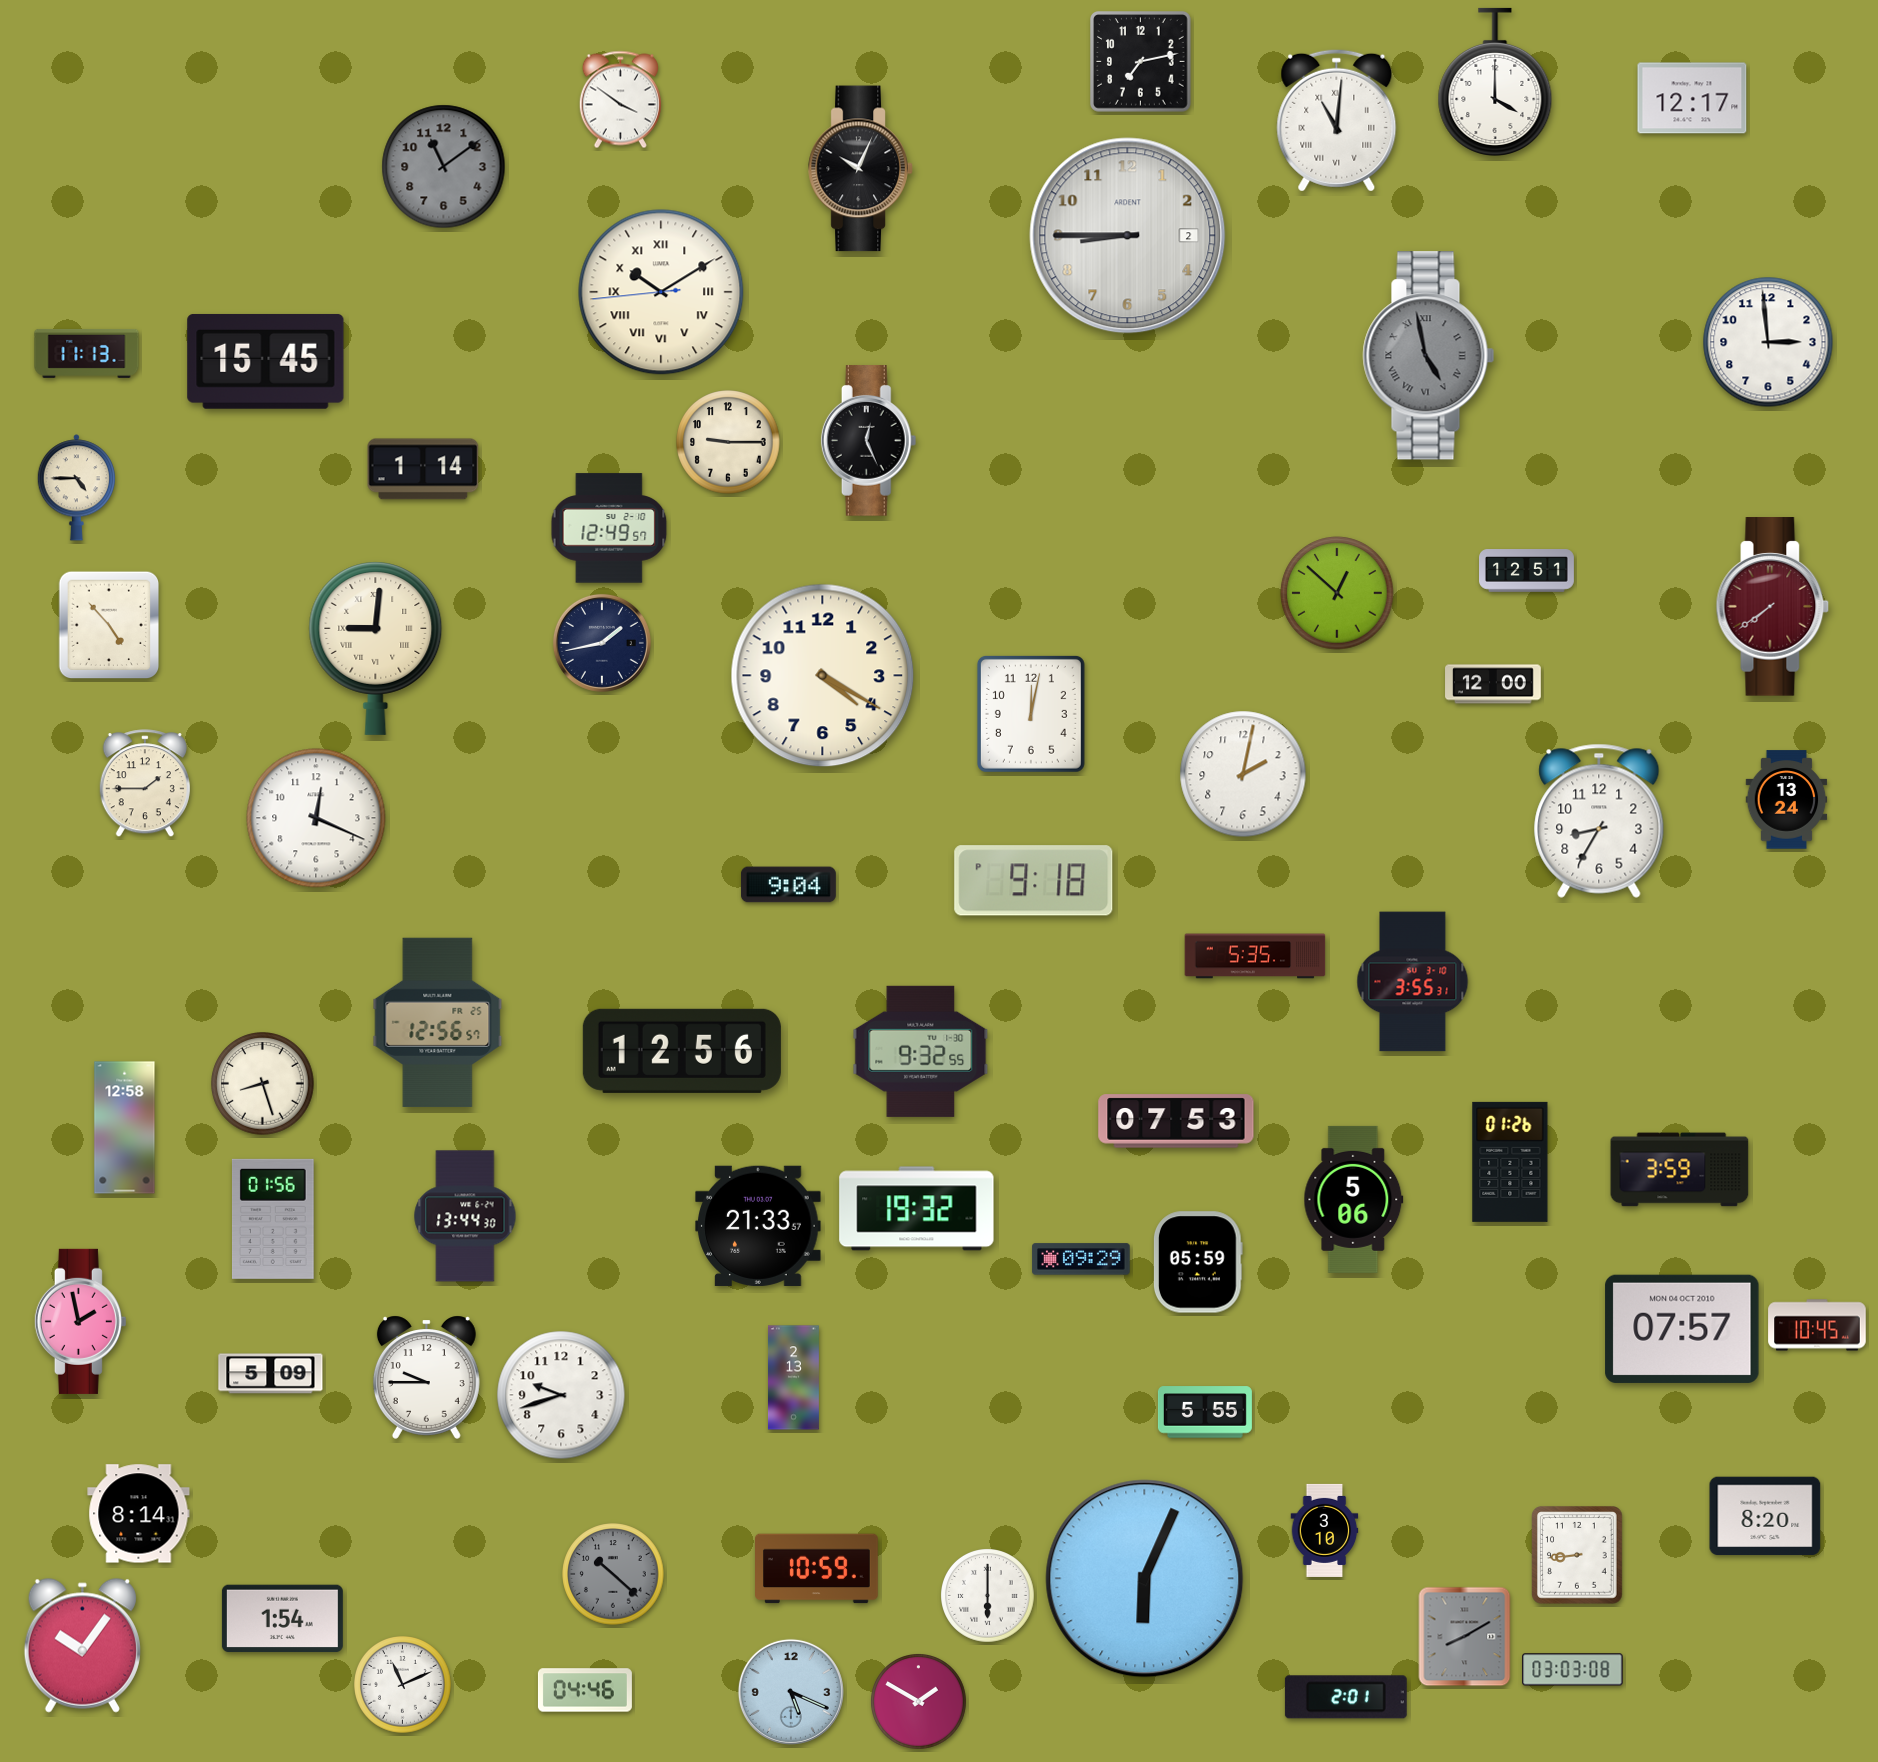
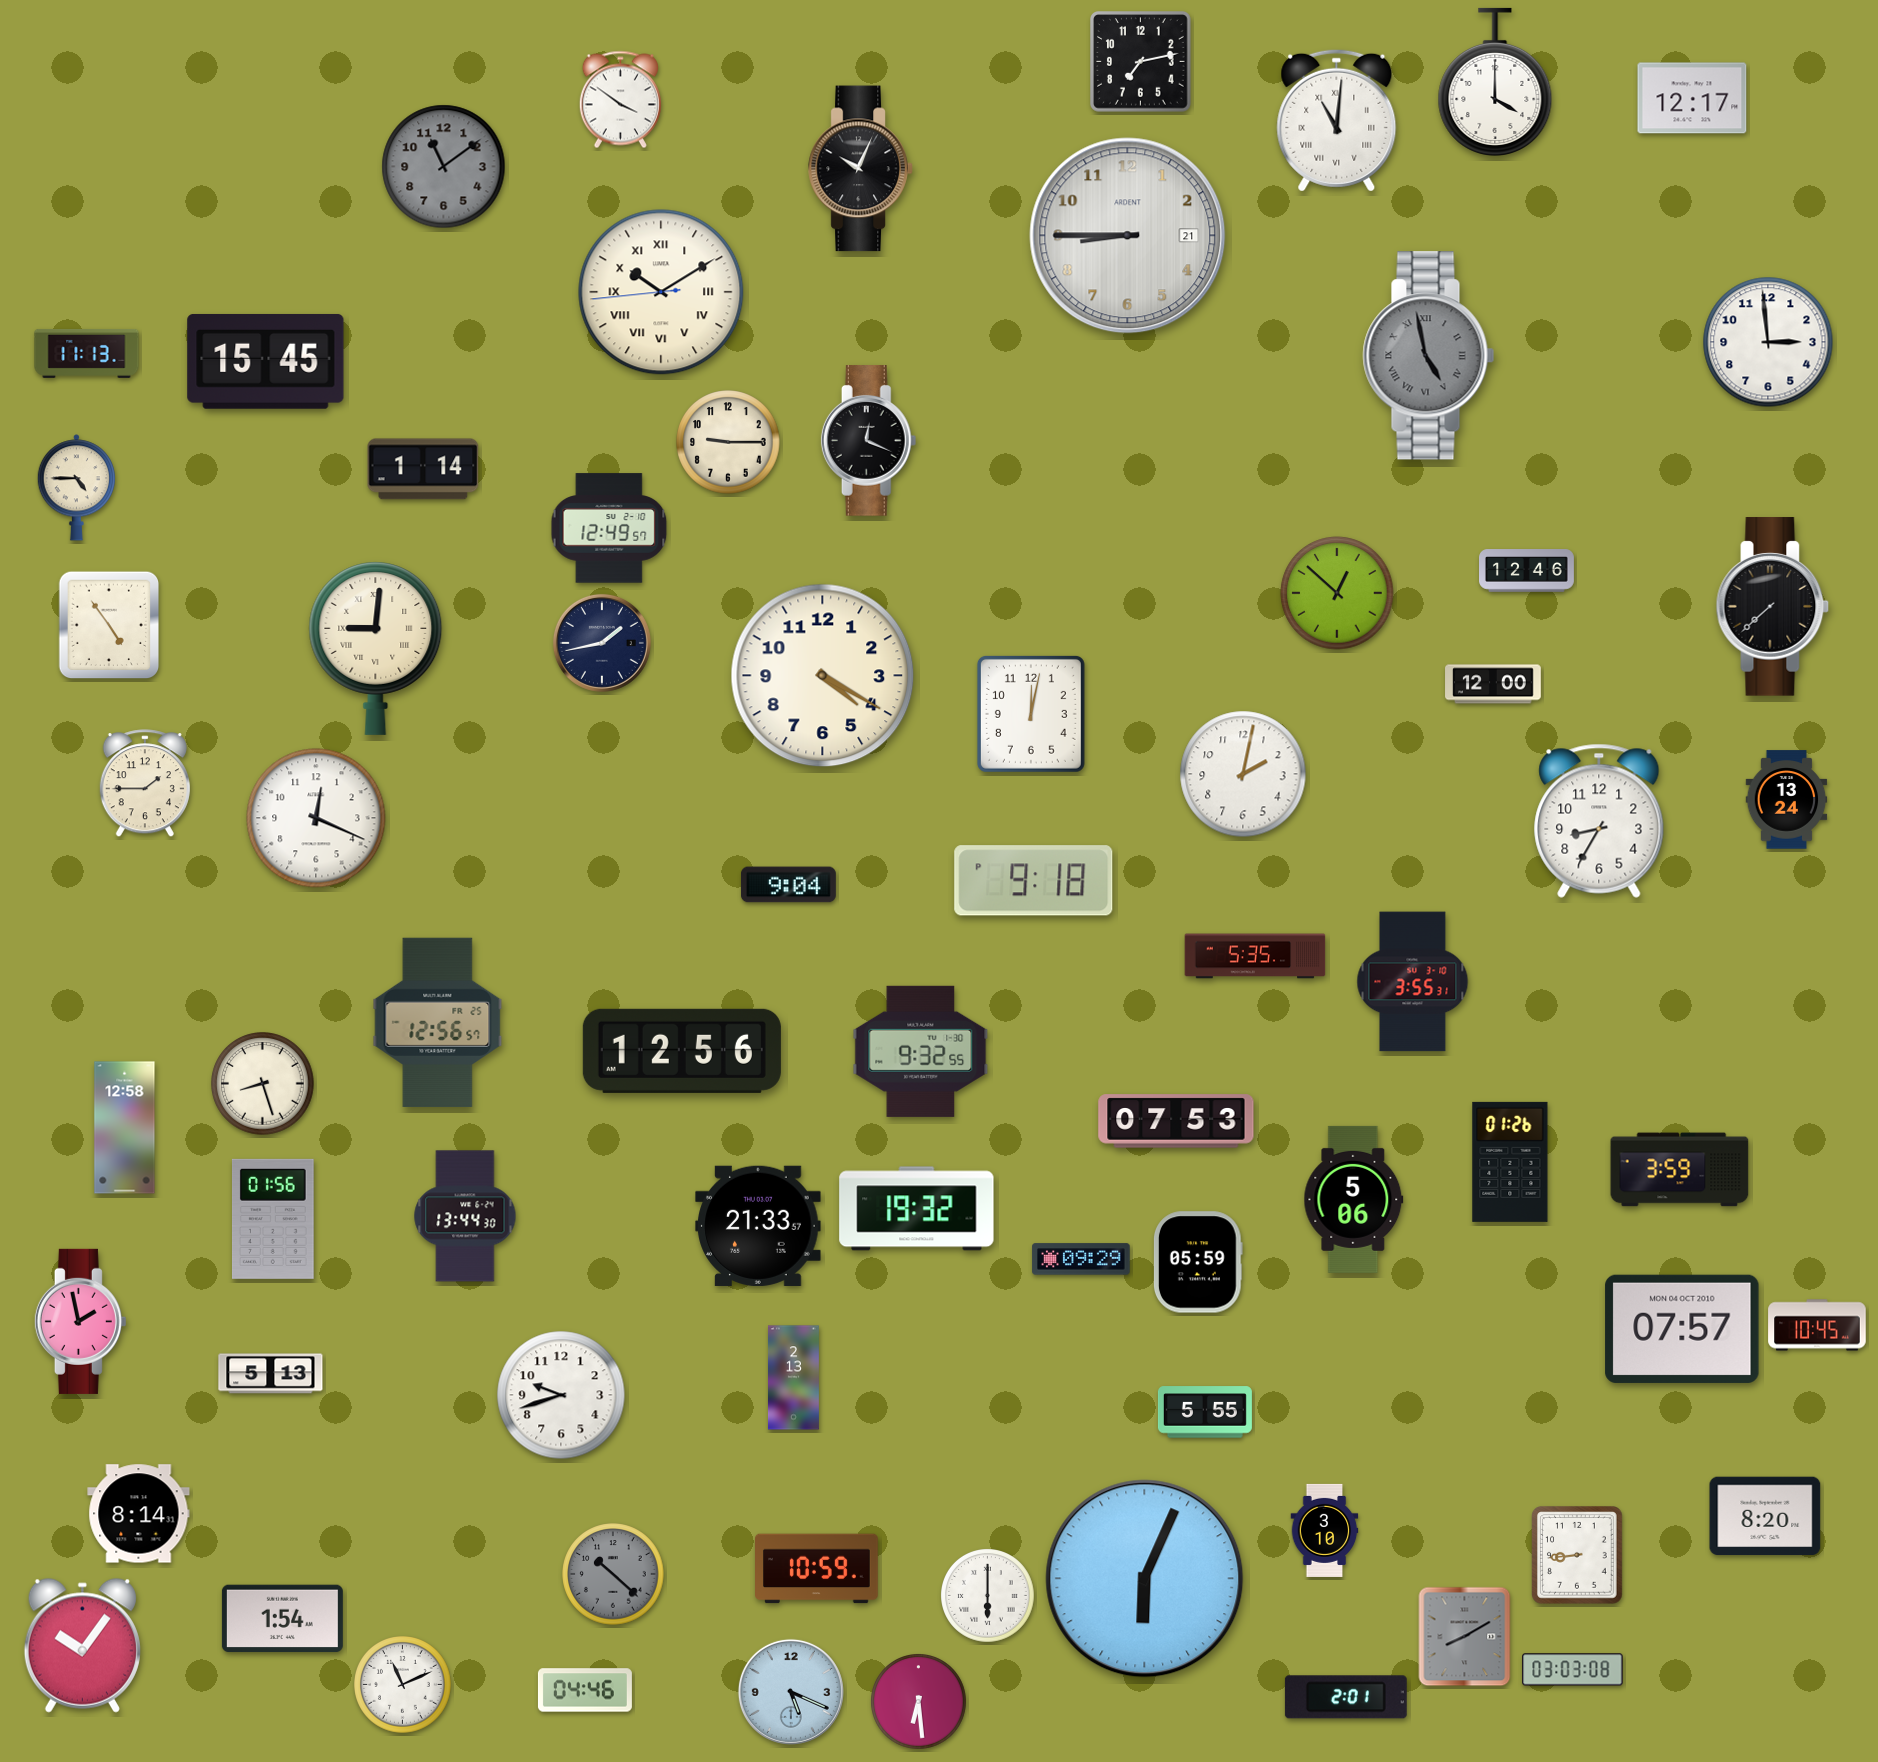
clock at (1128, 236) date: 2 -> 21
clock at (869, 441): 12:26 -> 12:19
clock at (1527, 571): 12:51 -> 12:46
clock at (1773, 607): 7:39 -> 7:38
clock at (1773, 607) dial: burgundy -> black
clock at (109, 625): 4:53 -> 4:54
clock at (271, 1374): 5:09 -> 5:13
clock at (426, 1377): 9:45 -> none
clock at (919, 1702): 1:50 -> 6:29
